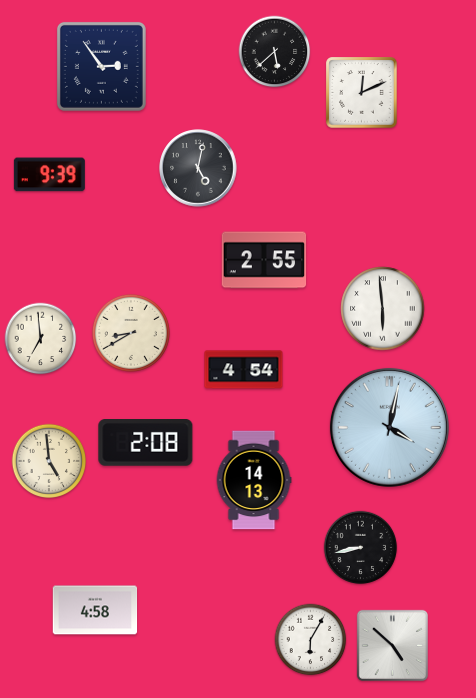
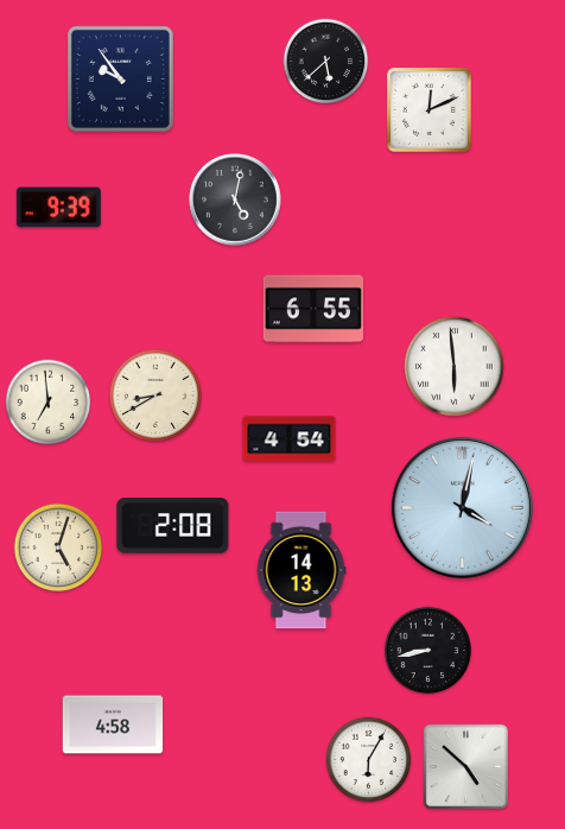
clock at (101, 66): 2:54 -> 9:54
clock at (264, 260): 2:55 -> 6:55
clock at (49, 461): 4:59 -> 5:03
